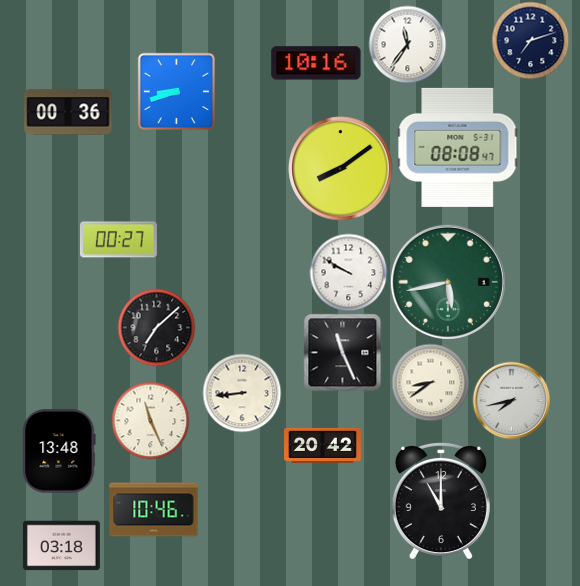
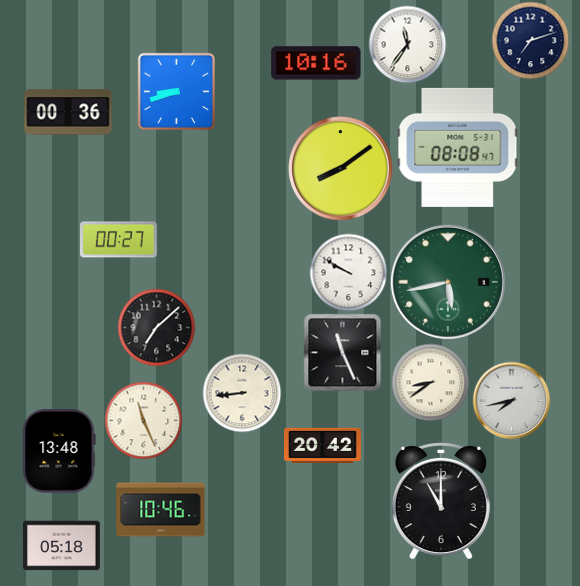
clock at (150, 420) position: (150, 420) -> (143, 420)
clock at (154, 510) position: (154, 510) -> (161, 510)
clock at (61, 546): 03:18 -> 05:18
